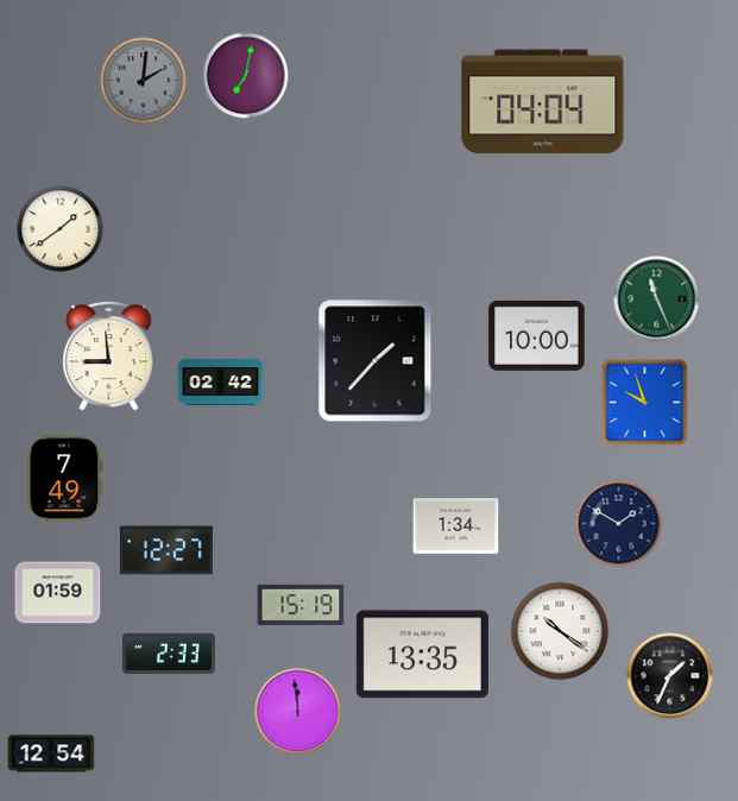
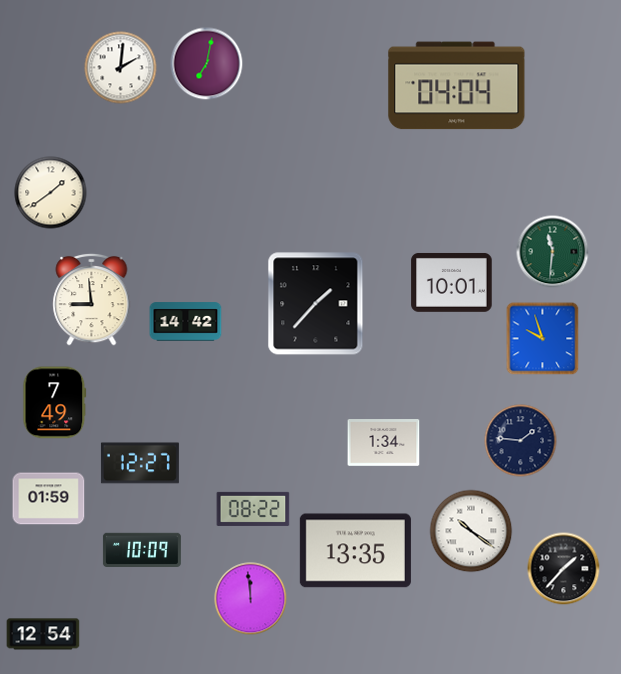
clock at (144, 81) dial: grey -> white
clock at (657, 299): 11:26 -> 11:31
clock at (537, 335): 10:00 -> 10:01
clock at (221, 383): 02:42 -> 14:42
clock at (619, 524): 1:50 -> 1:46
clock at (301, 605): 15:19 -> 08:22
clock at (169, 652): 2:33 -> 10:09
clock at (670, 676): 1:34 -> 1:37
